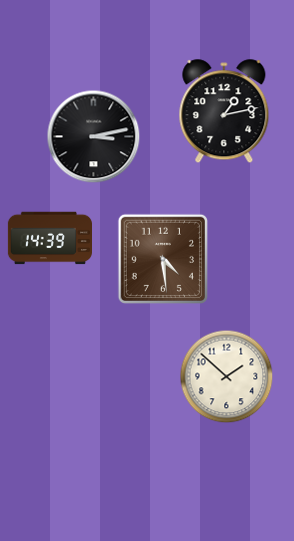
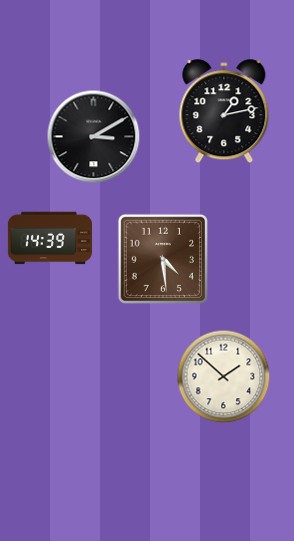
clock at (94, 137): 3:13 -> 3:10
clock at (227, 377) position: (227, 377) -> (224, 377)
